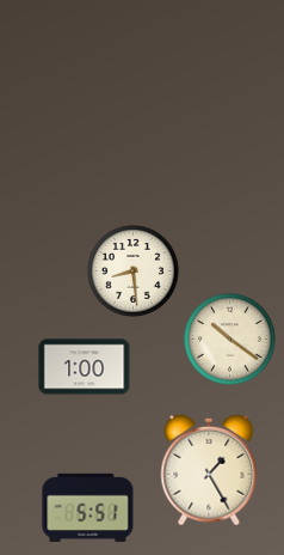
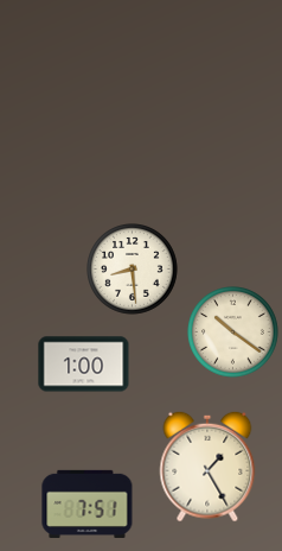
clock at (230, 340) position: (230, 340) -> (233, 332)
clock at (88, 507): 5:51 -> 7:51
